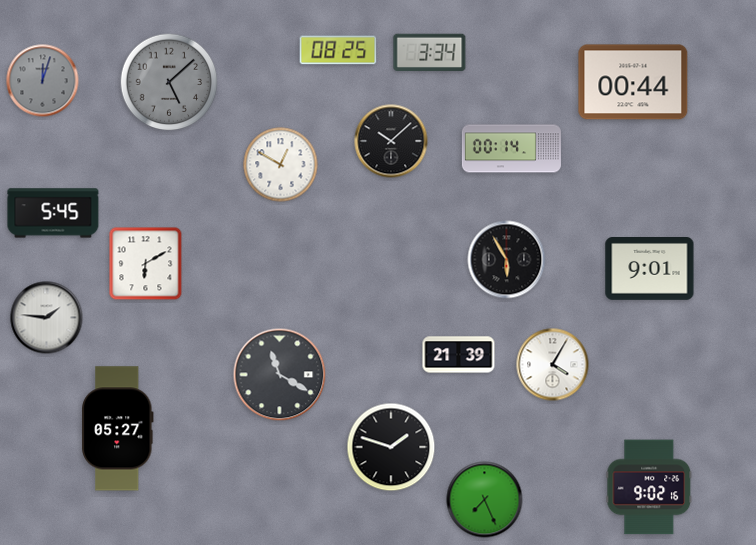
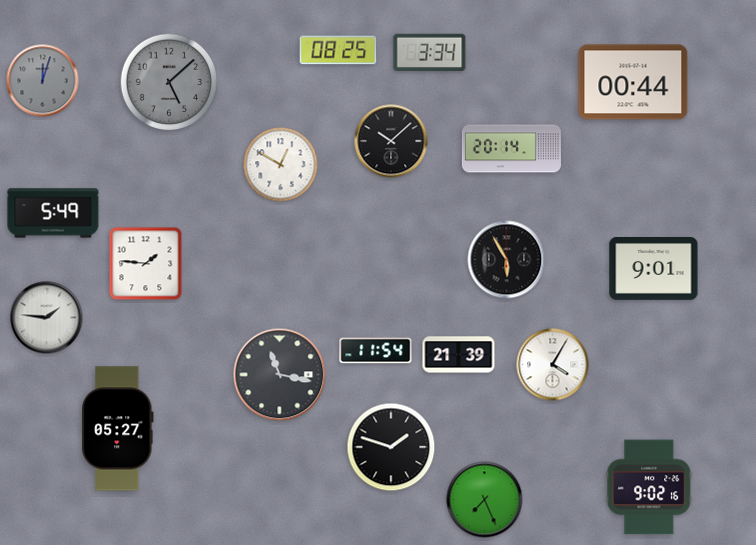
clock at (511, 149): 00:14 -> 20:14
clock at (53, 213): 5:45 -> 5:49
clock at (146, 264): 6:10 -> 1:46
clock at (650, 269) position: (650, 269) -> (654, 269)
clock at (376, 351): none -> 11:54
clock at (280, 375): 11:20 -> 11:17
